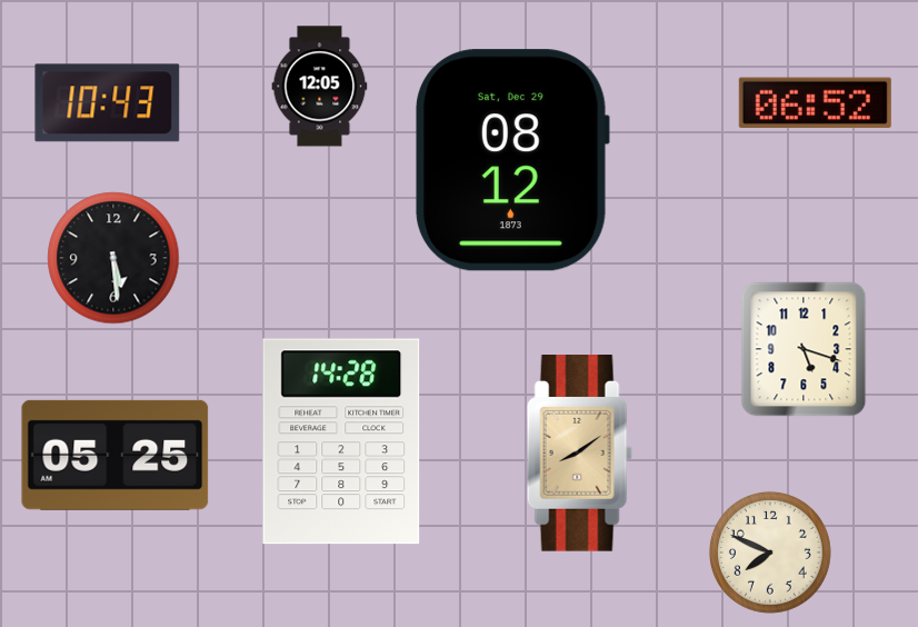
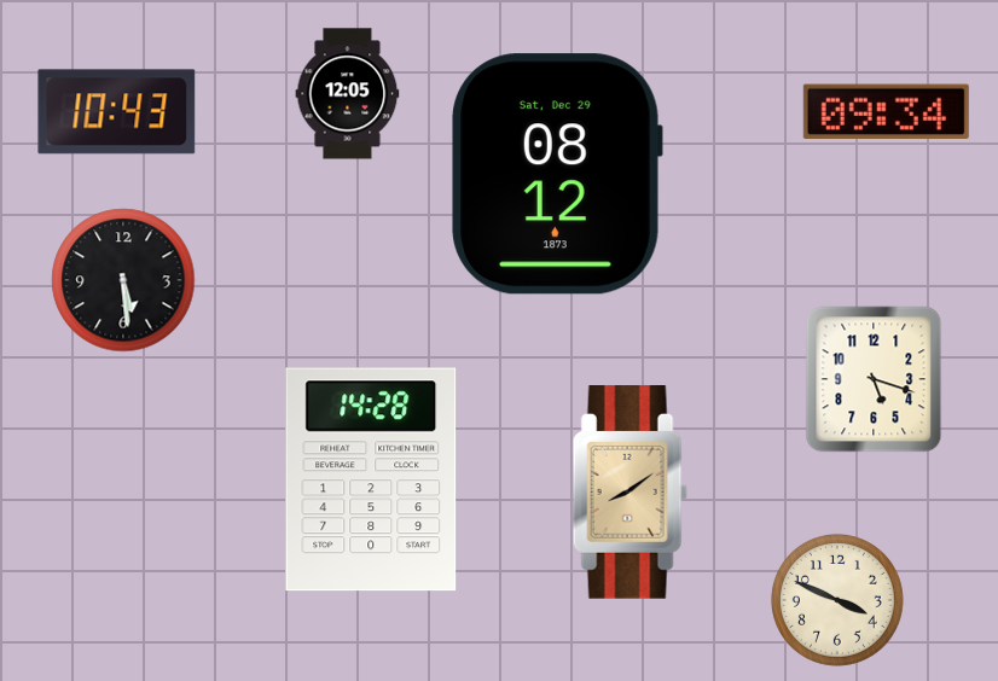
clock at (815, 102): 06:52 -> 09:34
clock at (116, 455): 05:25 -> none
clock at (770, 553): 7:49 -> 3:49
